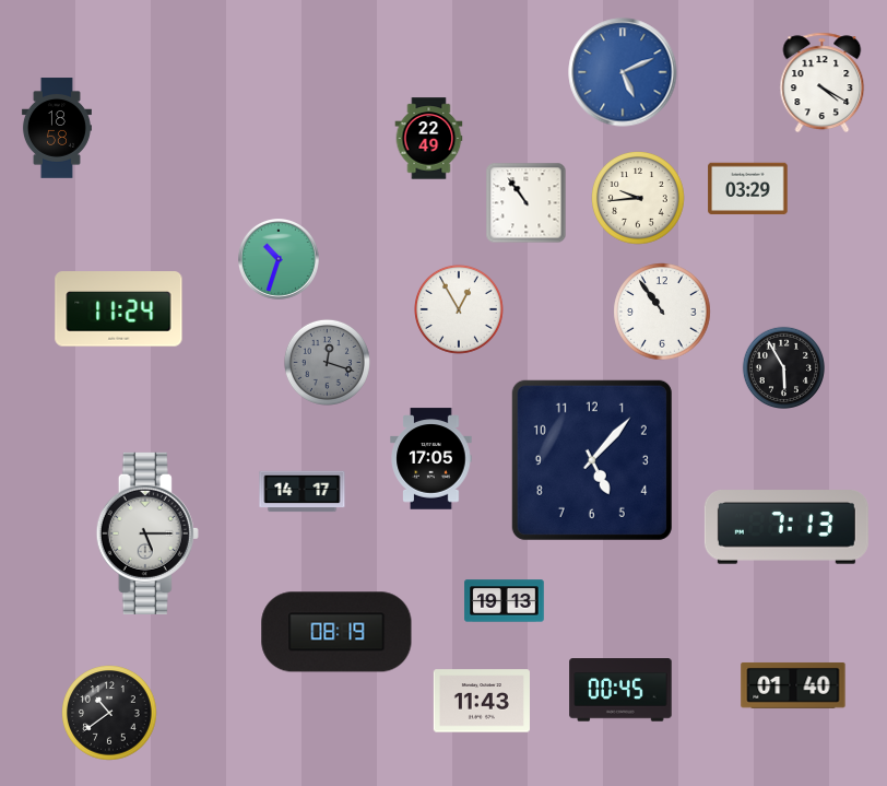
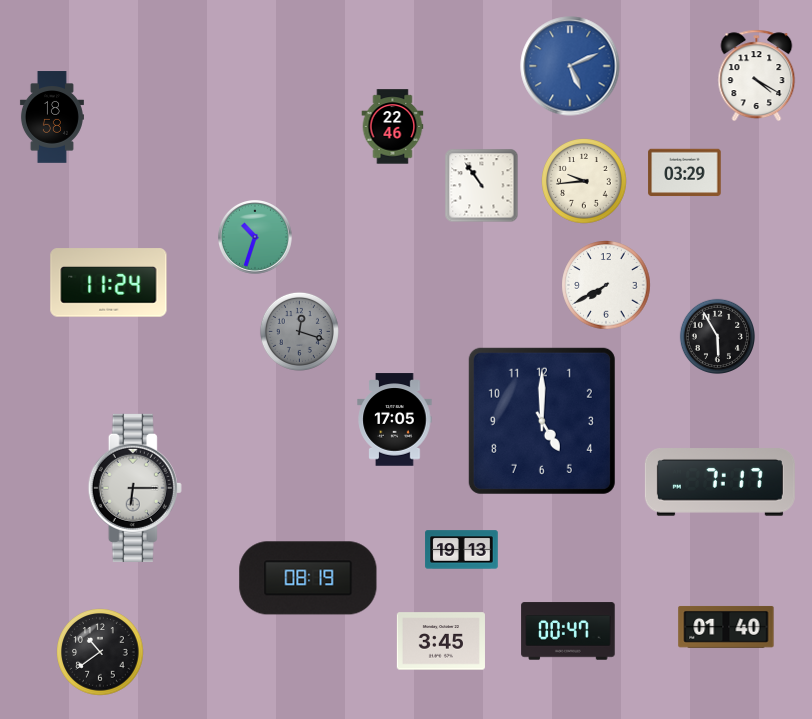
clock at (823, 83) position: (823, 83) -> (757, 76)
clock at (429, 139): 22:49 -> 22:46
clock at (459, 309): 12:55 -> none
clock at (662, 312): 10:54 -> 7:40
clock at (592, 460): 5:07 -> 5:00
clock at (303, 492): 14:17 -> none
clock at (787, 527): 7:13 -> 7:17
clock at (147, 533): 5:15 -> 6:15
clock at (620, 690): 00:45 -> 00:47
clock at (482, 701): 11:43 -> 3:45
